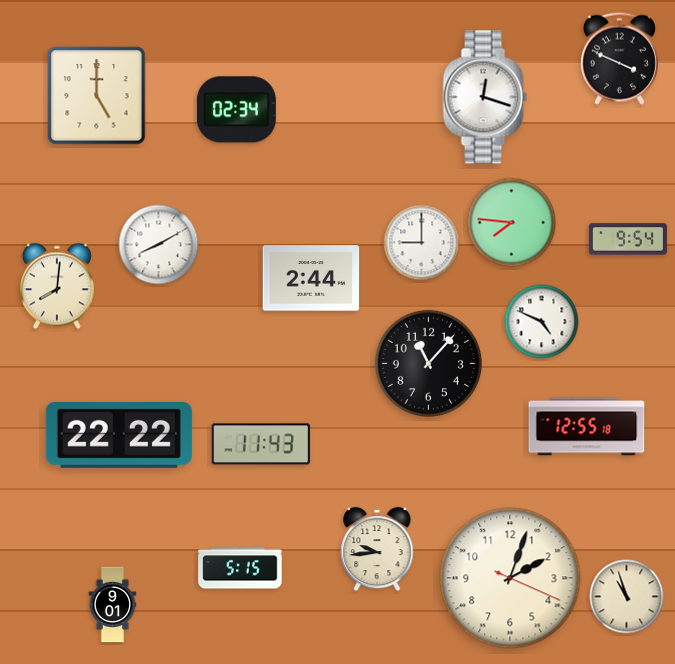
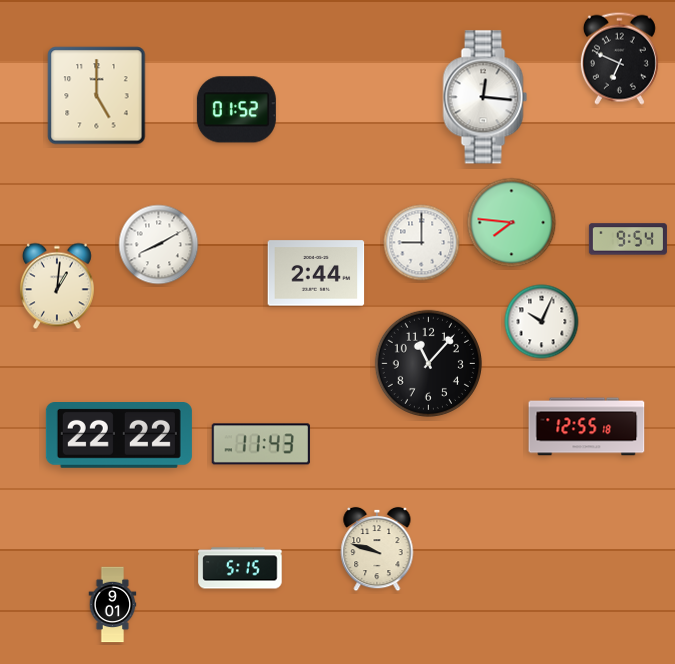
clock at (619, 58): 3:49 -> 6:49
clock at (485, 97): 12:18 -> 12:16
clock at (236, 110): 02:34 -> 01:52
clock at (311, 278) position: (311, 278) -> (316, 273)
clock at (57, 286): 8:01 -> 1:01
clock at (542, 322): 4:49 -> 10:04
clock at (377, 549): 9:44 -> 9:48
clock at (510, 578): 2:03 -> none
clock at (627, 597): 10:57 -> none
